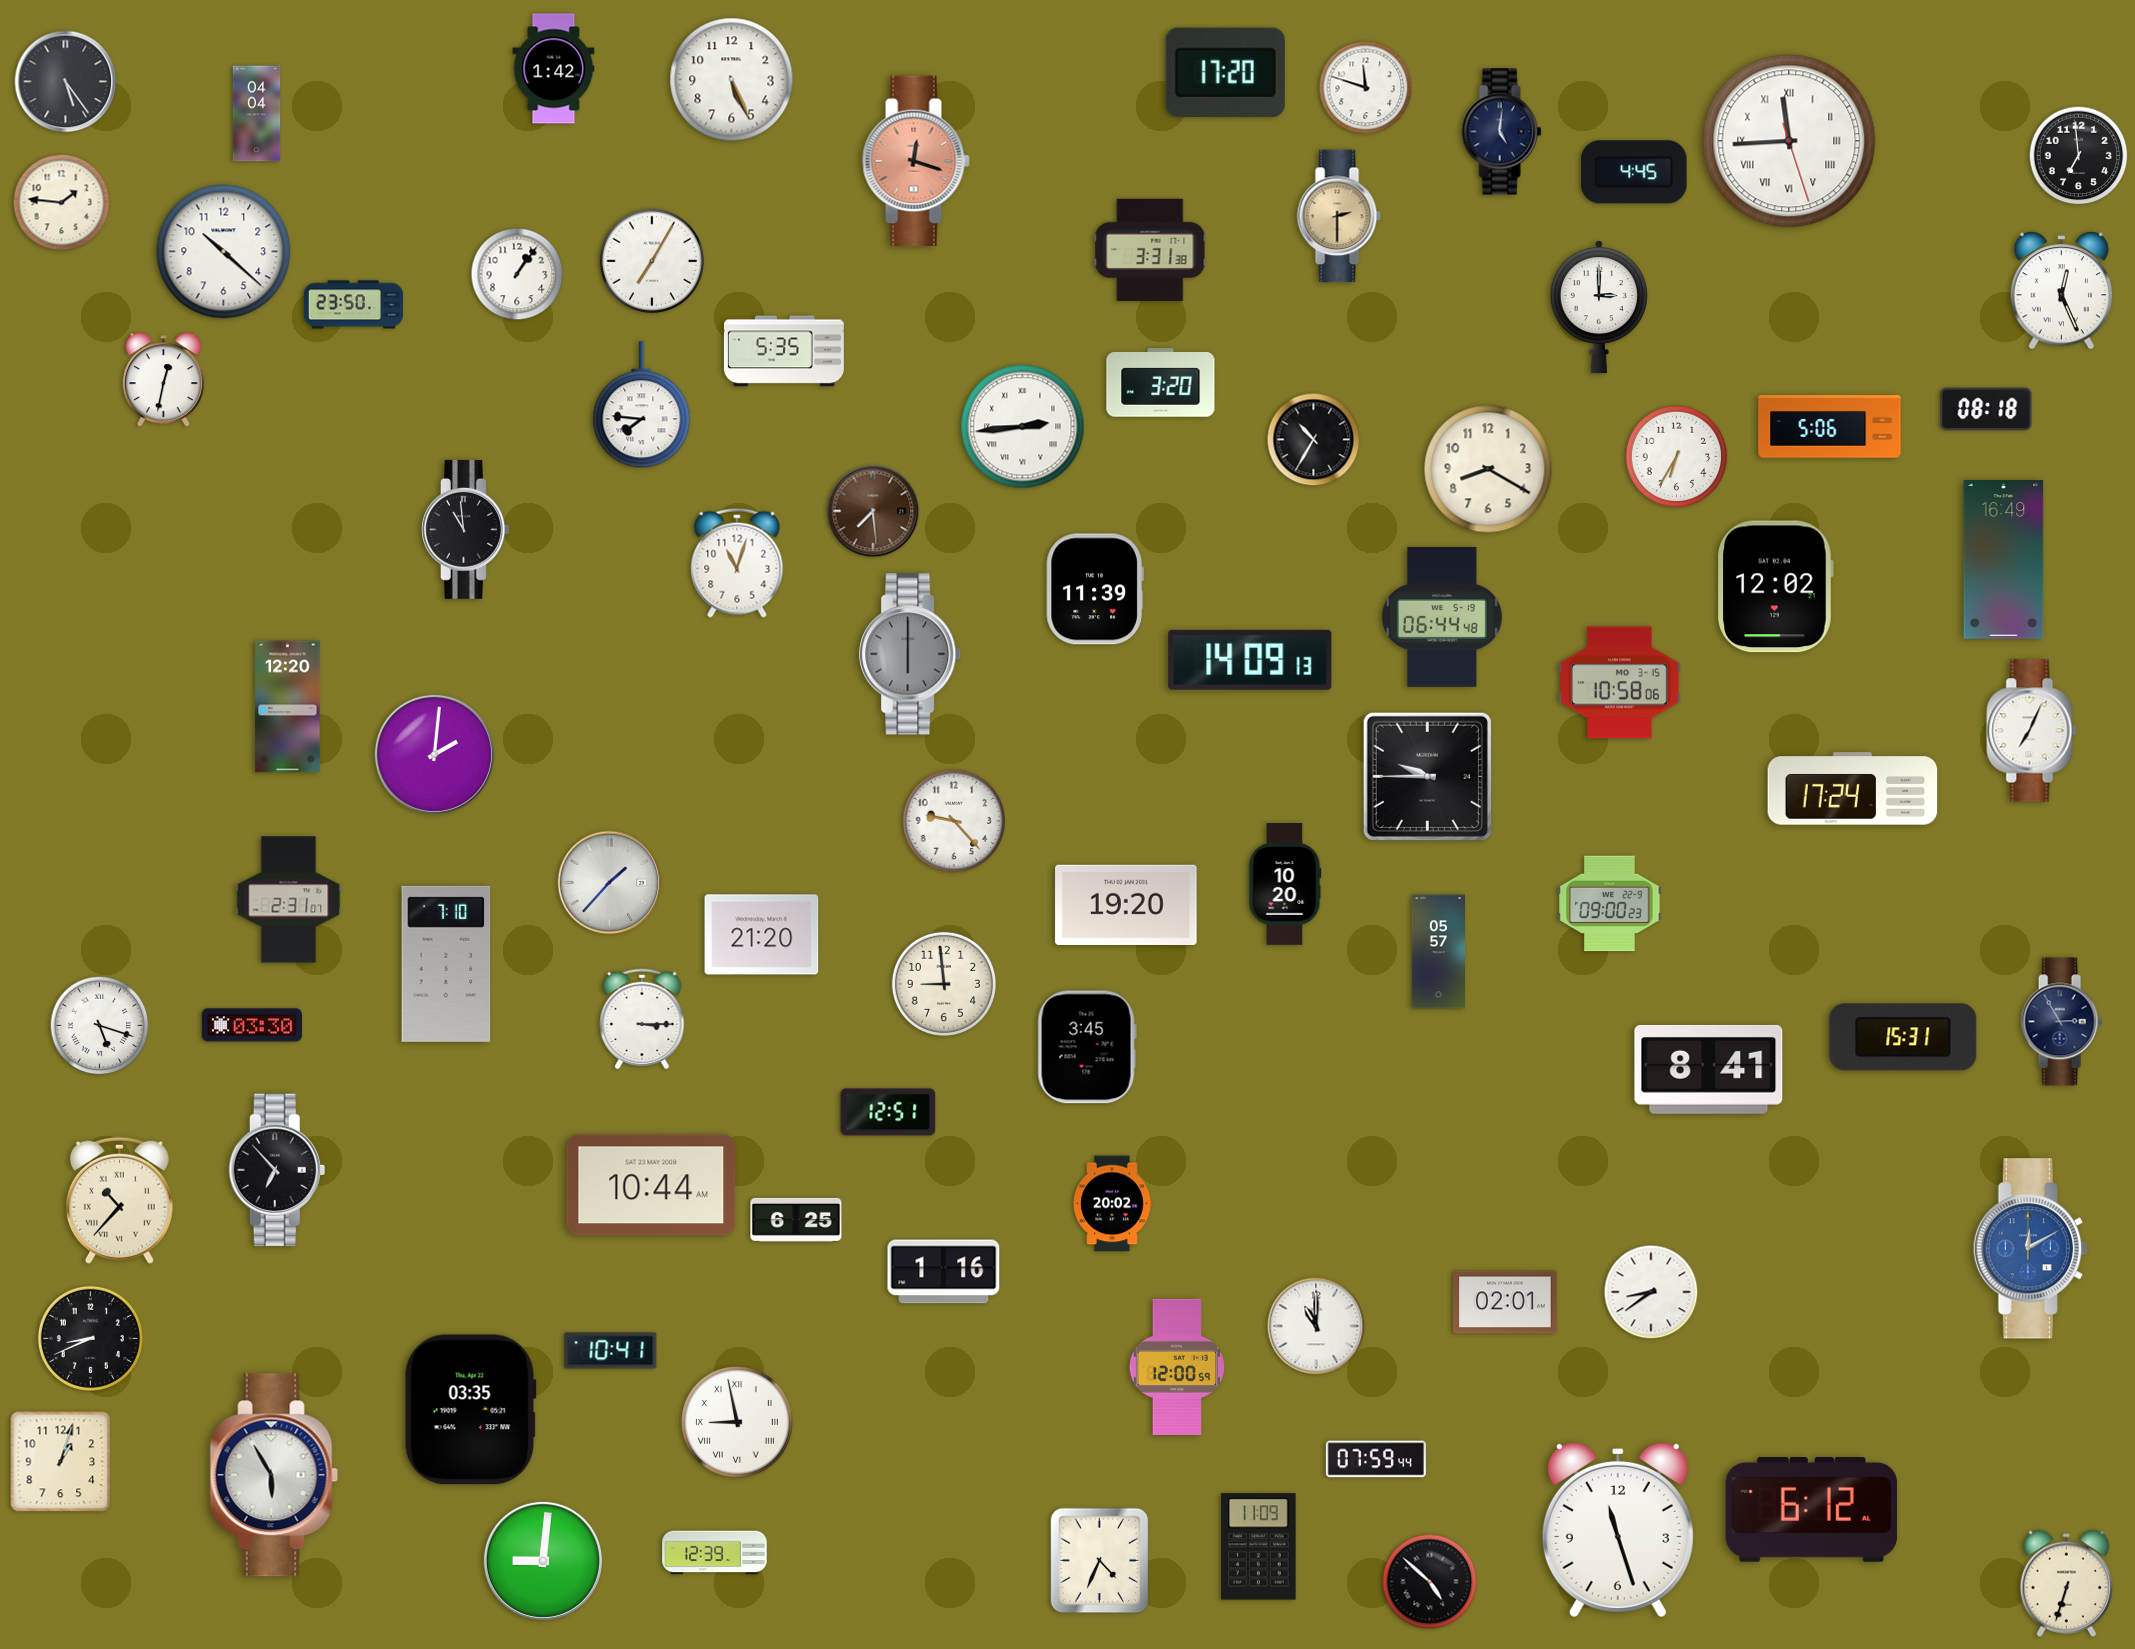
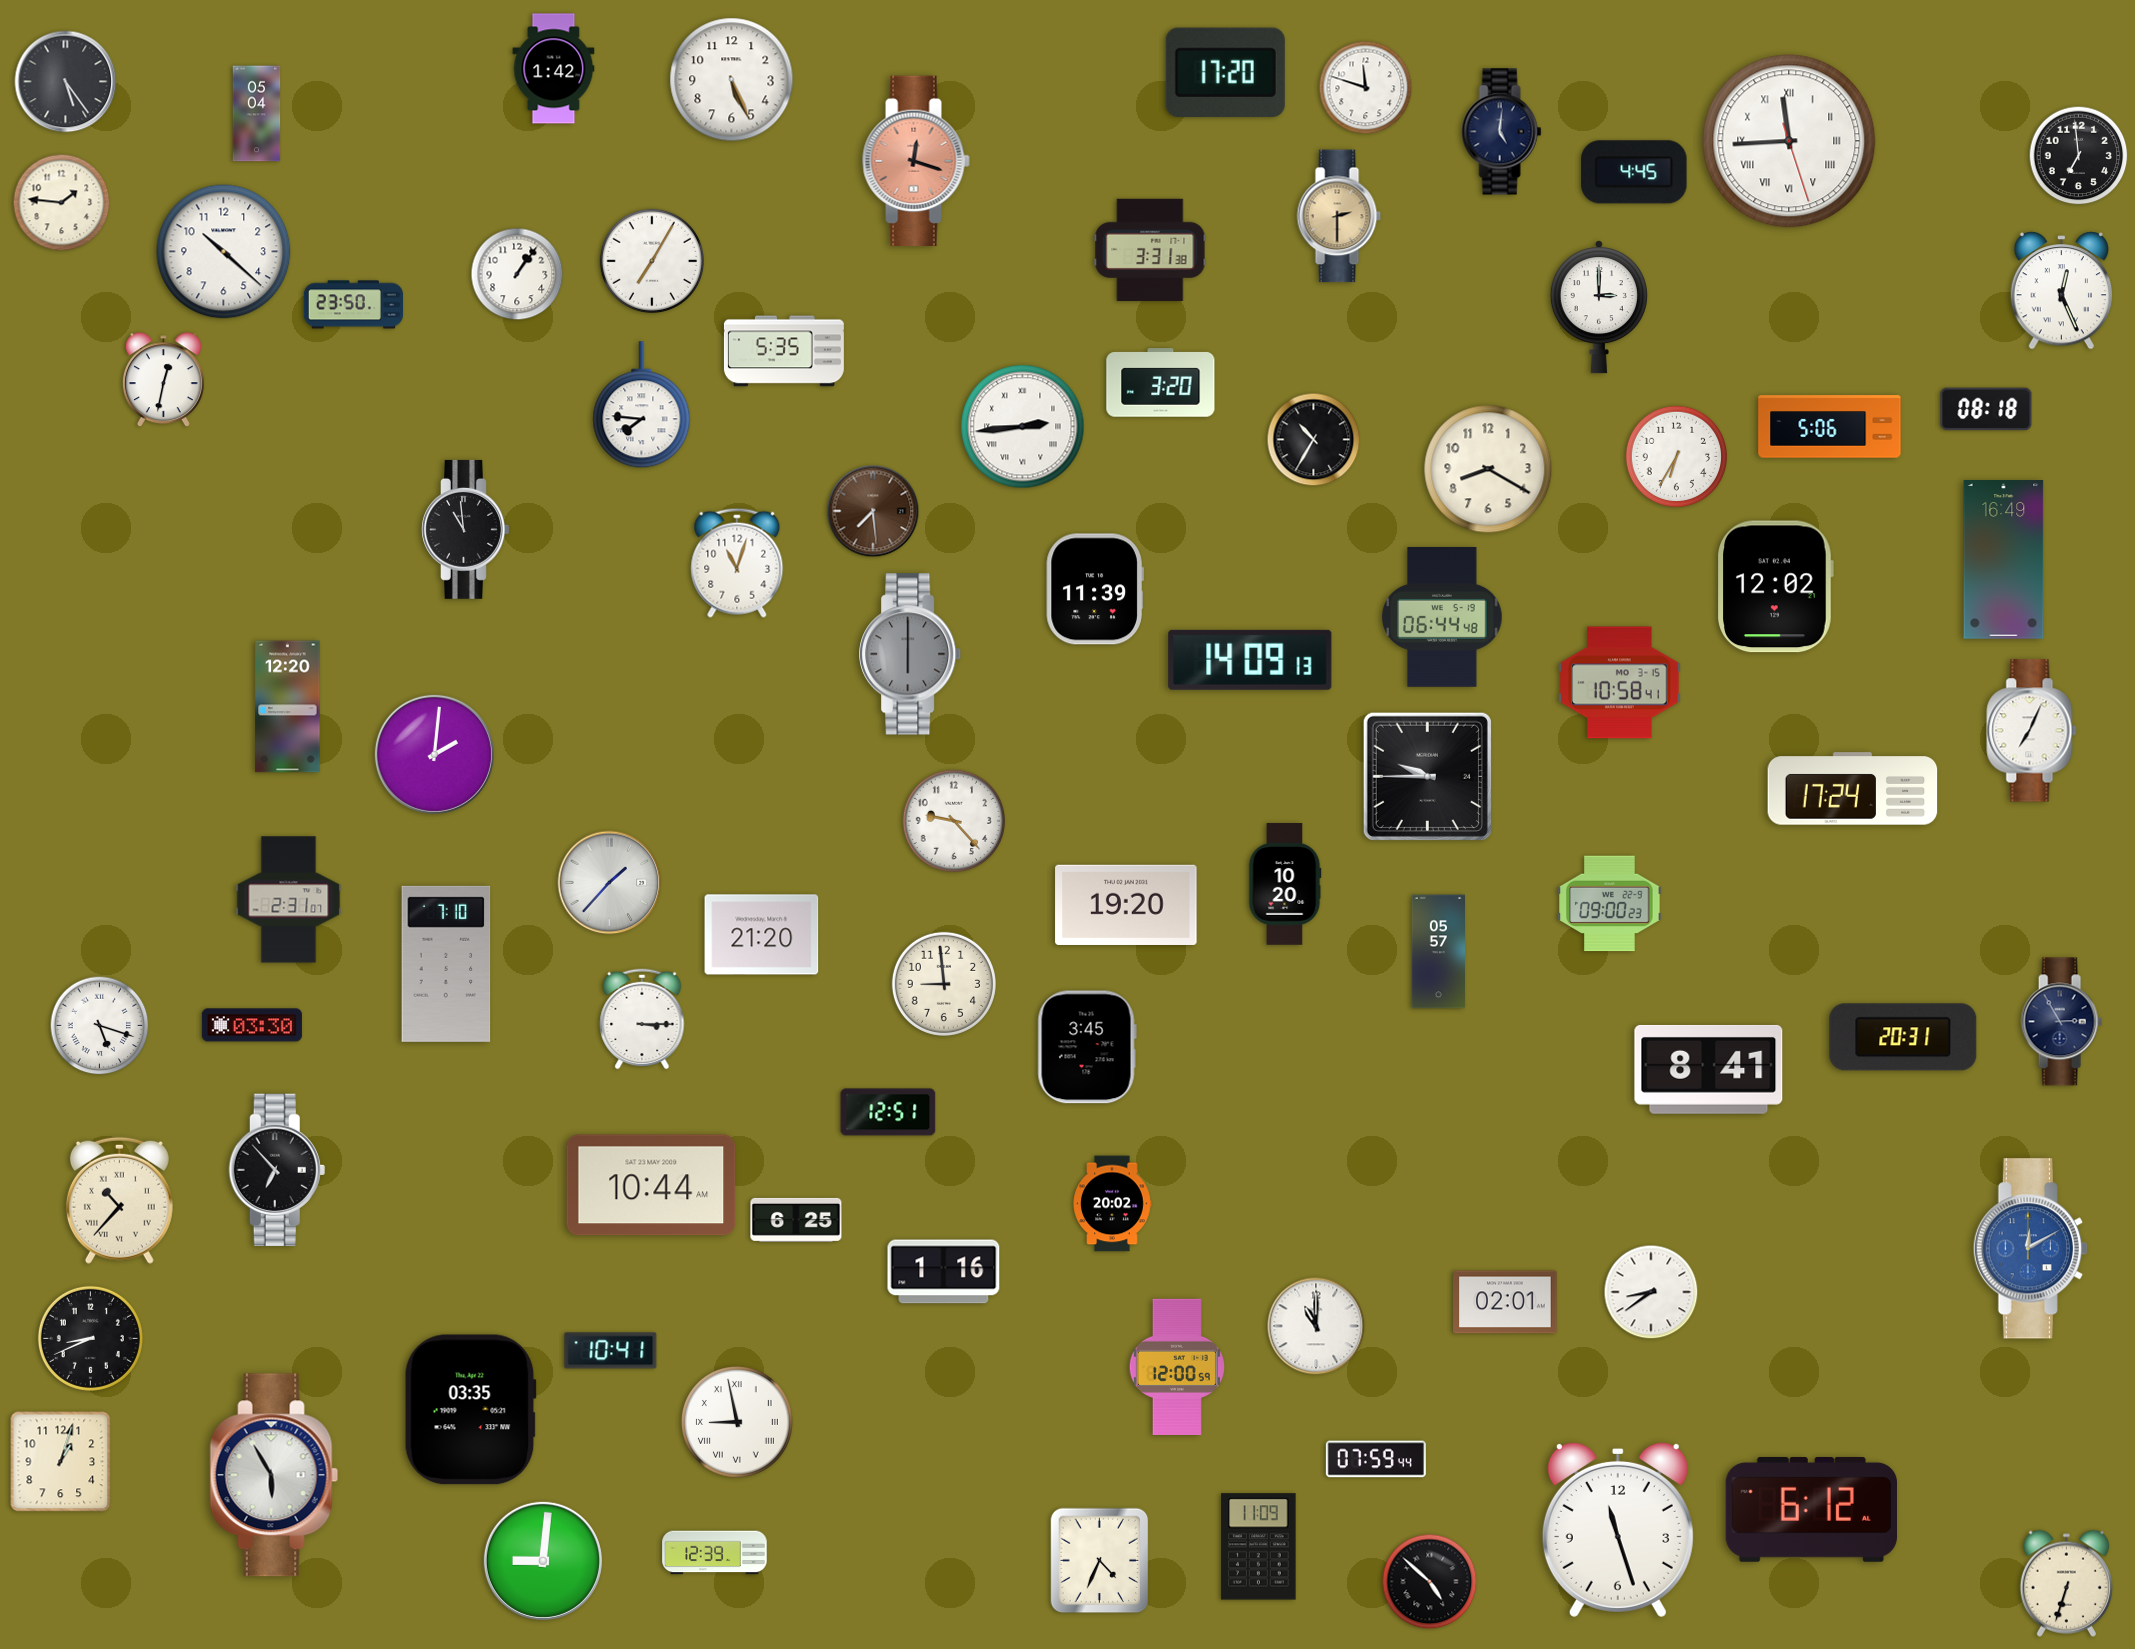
clock at (257, 114): 04:04 -> 05:04
clock at (1620, 683): 10:58:06 -> 10:58:41
clock at (1903, 1037): 15:31 -> 20:31
